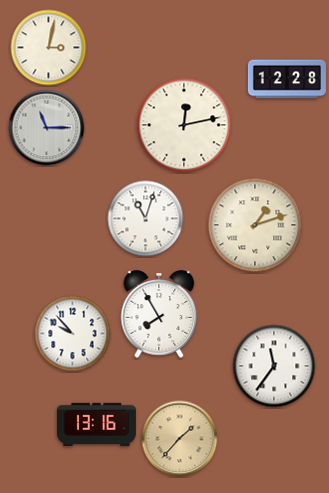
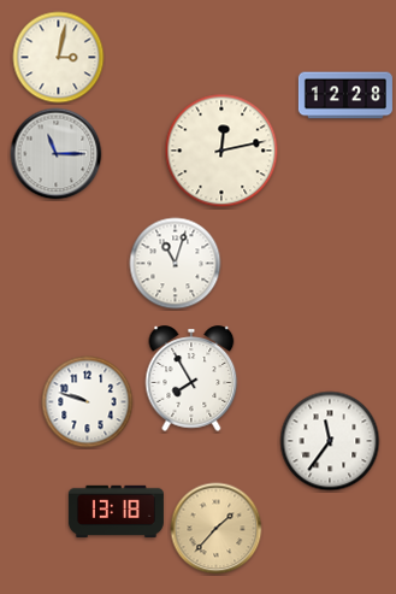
clock at (255, 225): 1:12 -> none
clock at (73, 334): 9:53 -> 9:48
clock at (96, 425): 13:16 -> 13:18
